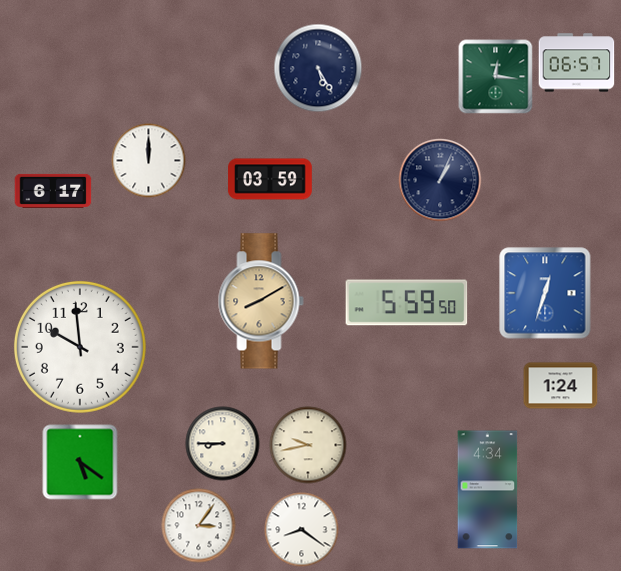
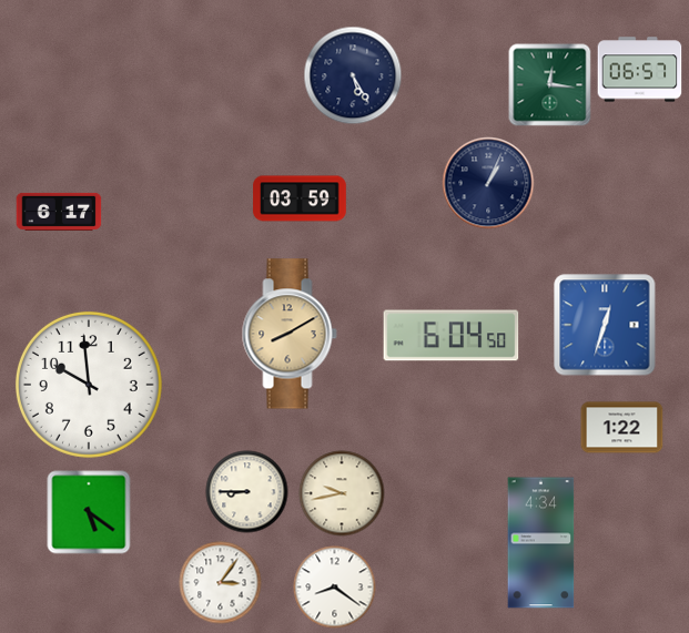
clock at (149, 161): 12:00 -> none
clock at (440, 180) position: (440, 180) -> (488, 183)
clock at (407, 303): 5:59 -> 6:04
clock at (561, 386): 1:24 -> 1:22
